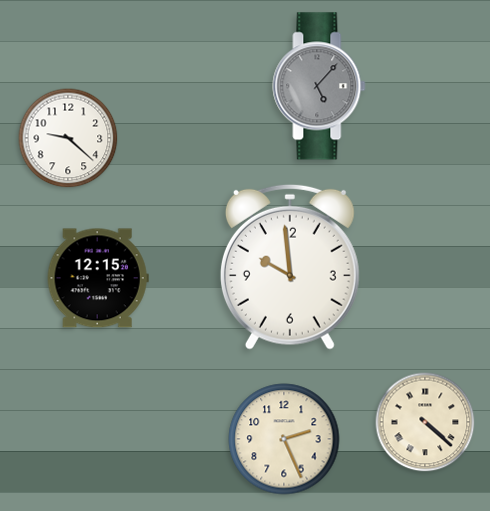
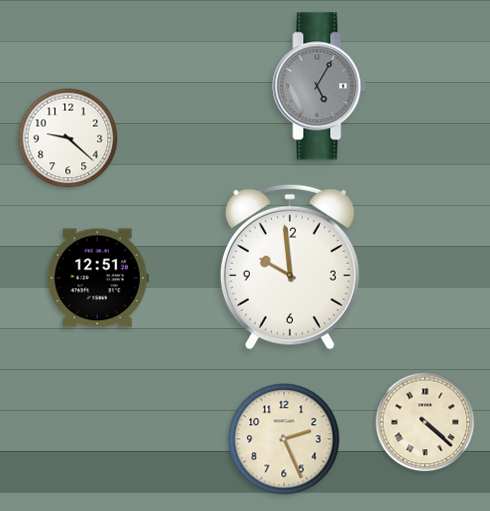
clock at (319, 86): 5:07 -> 5:05
clock at (98, 278): 12:15 -> 12:51
